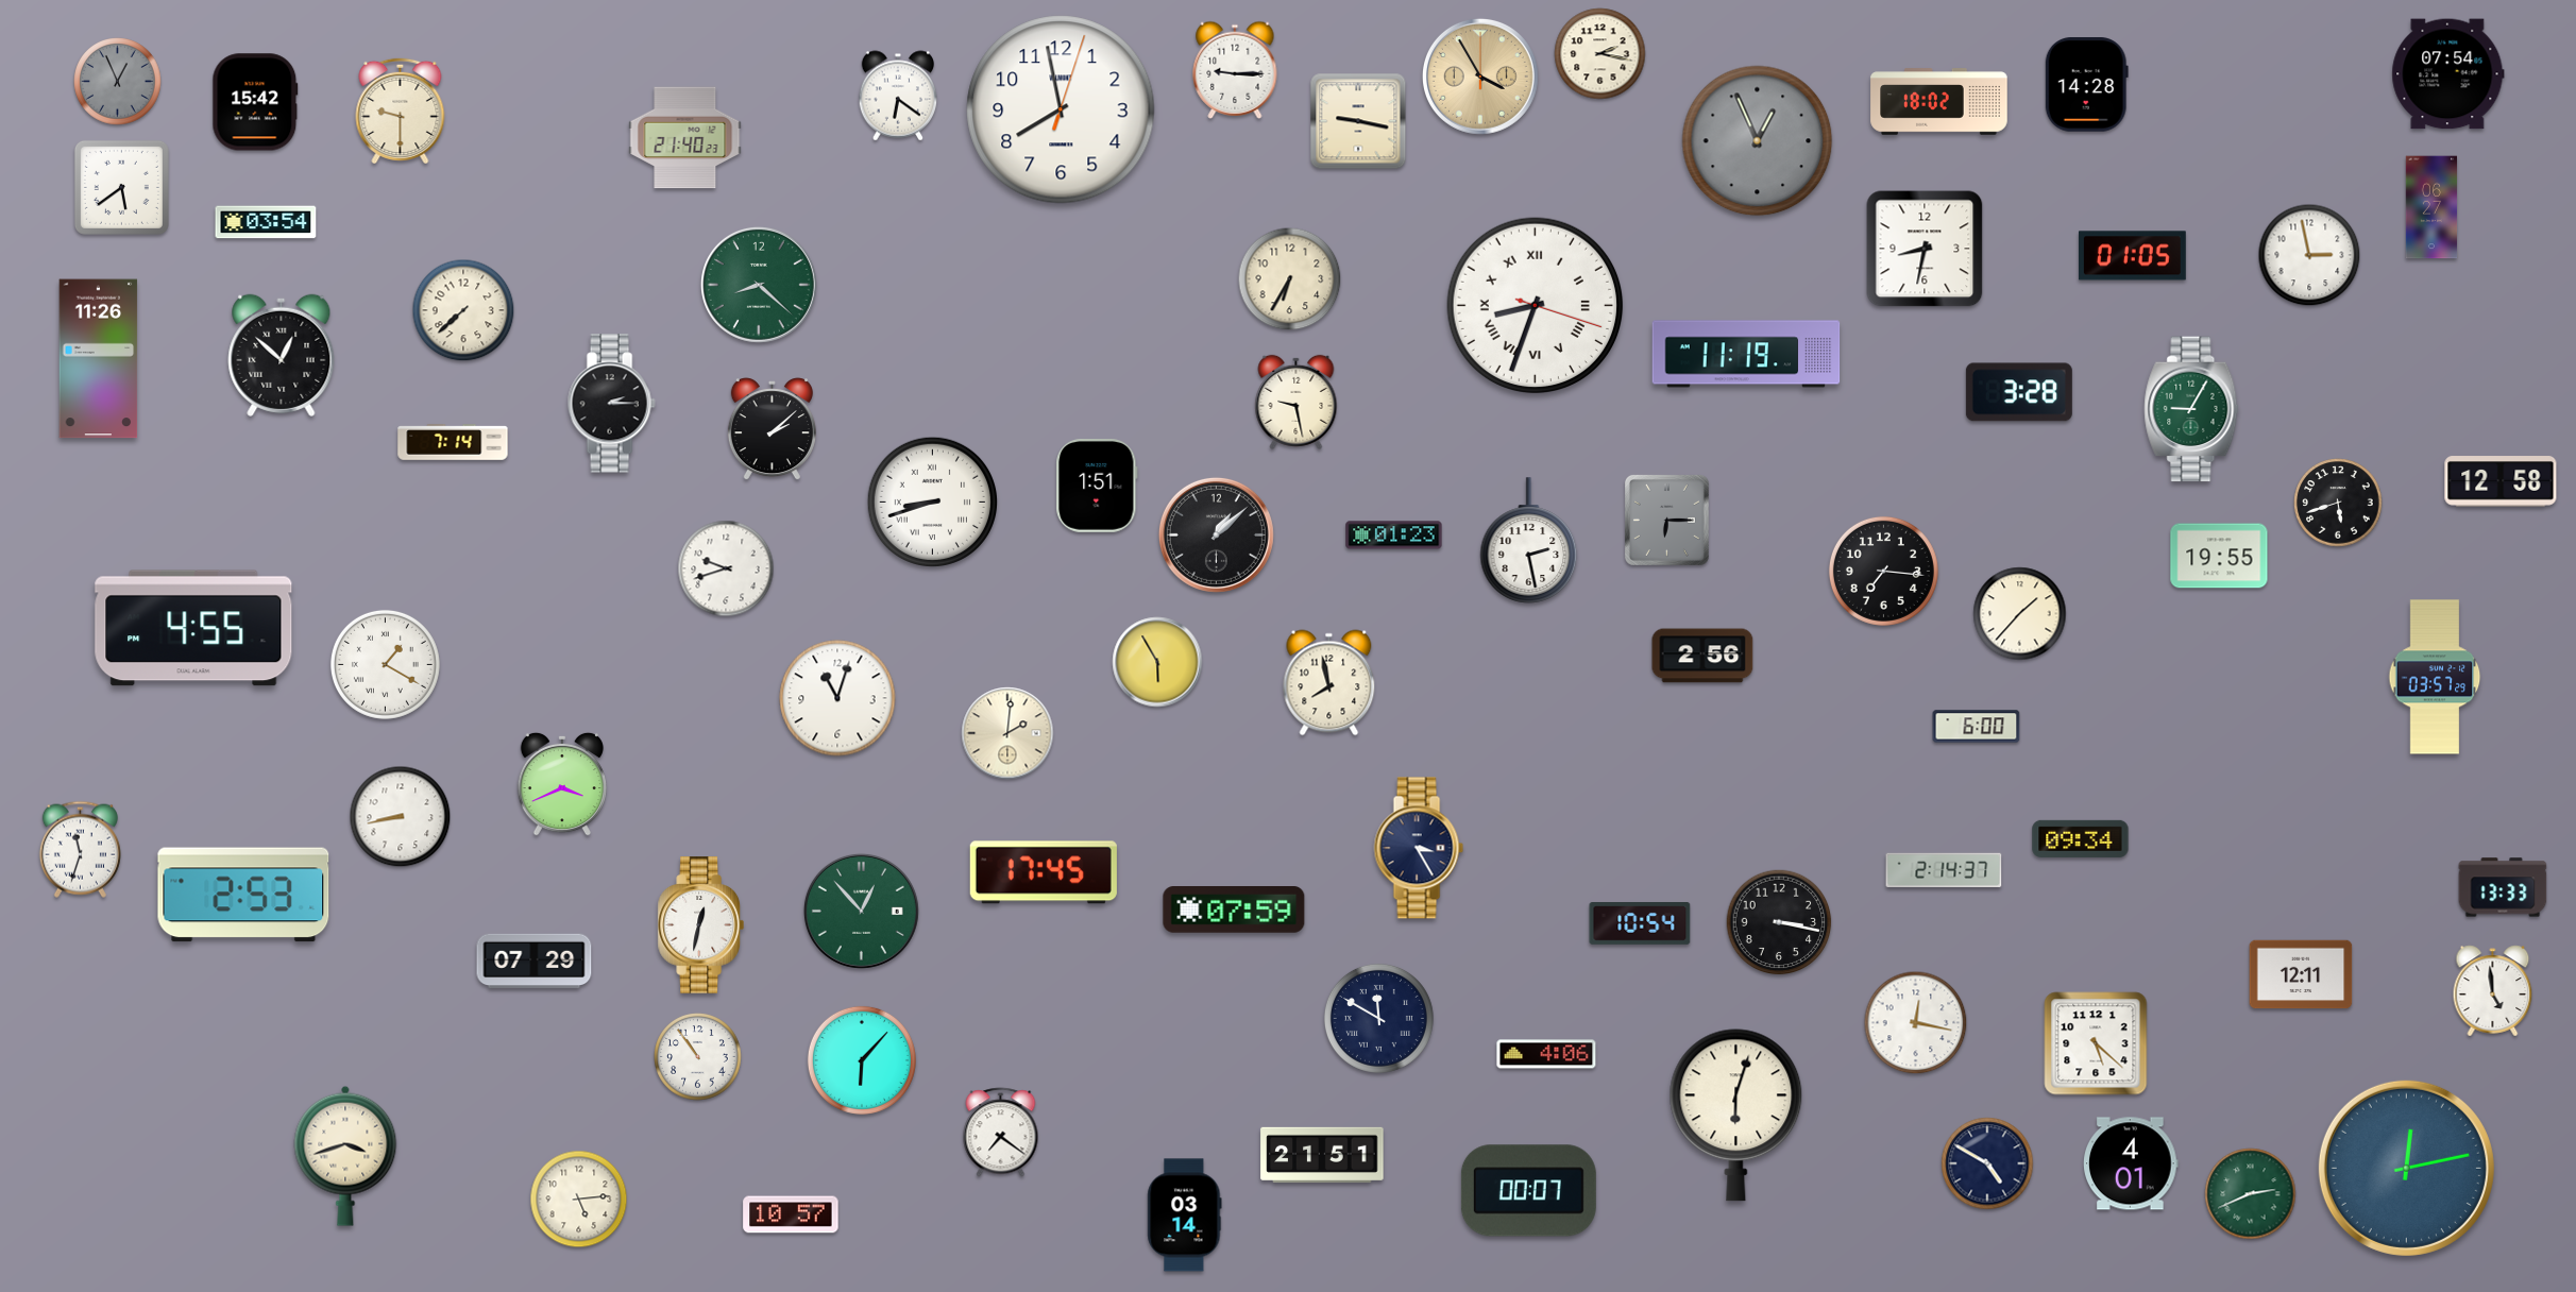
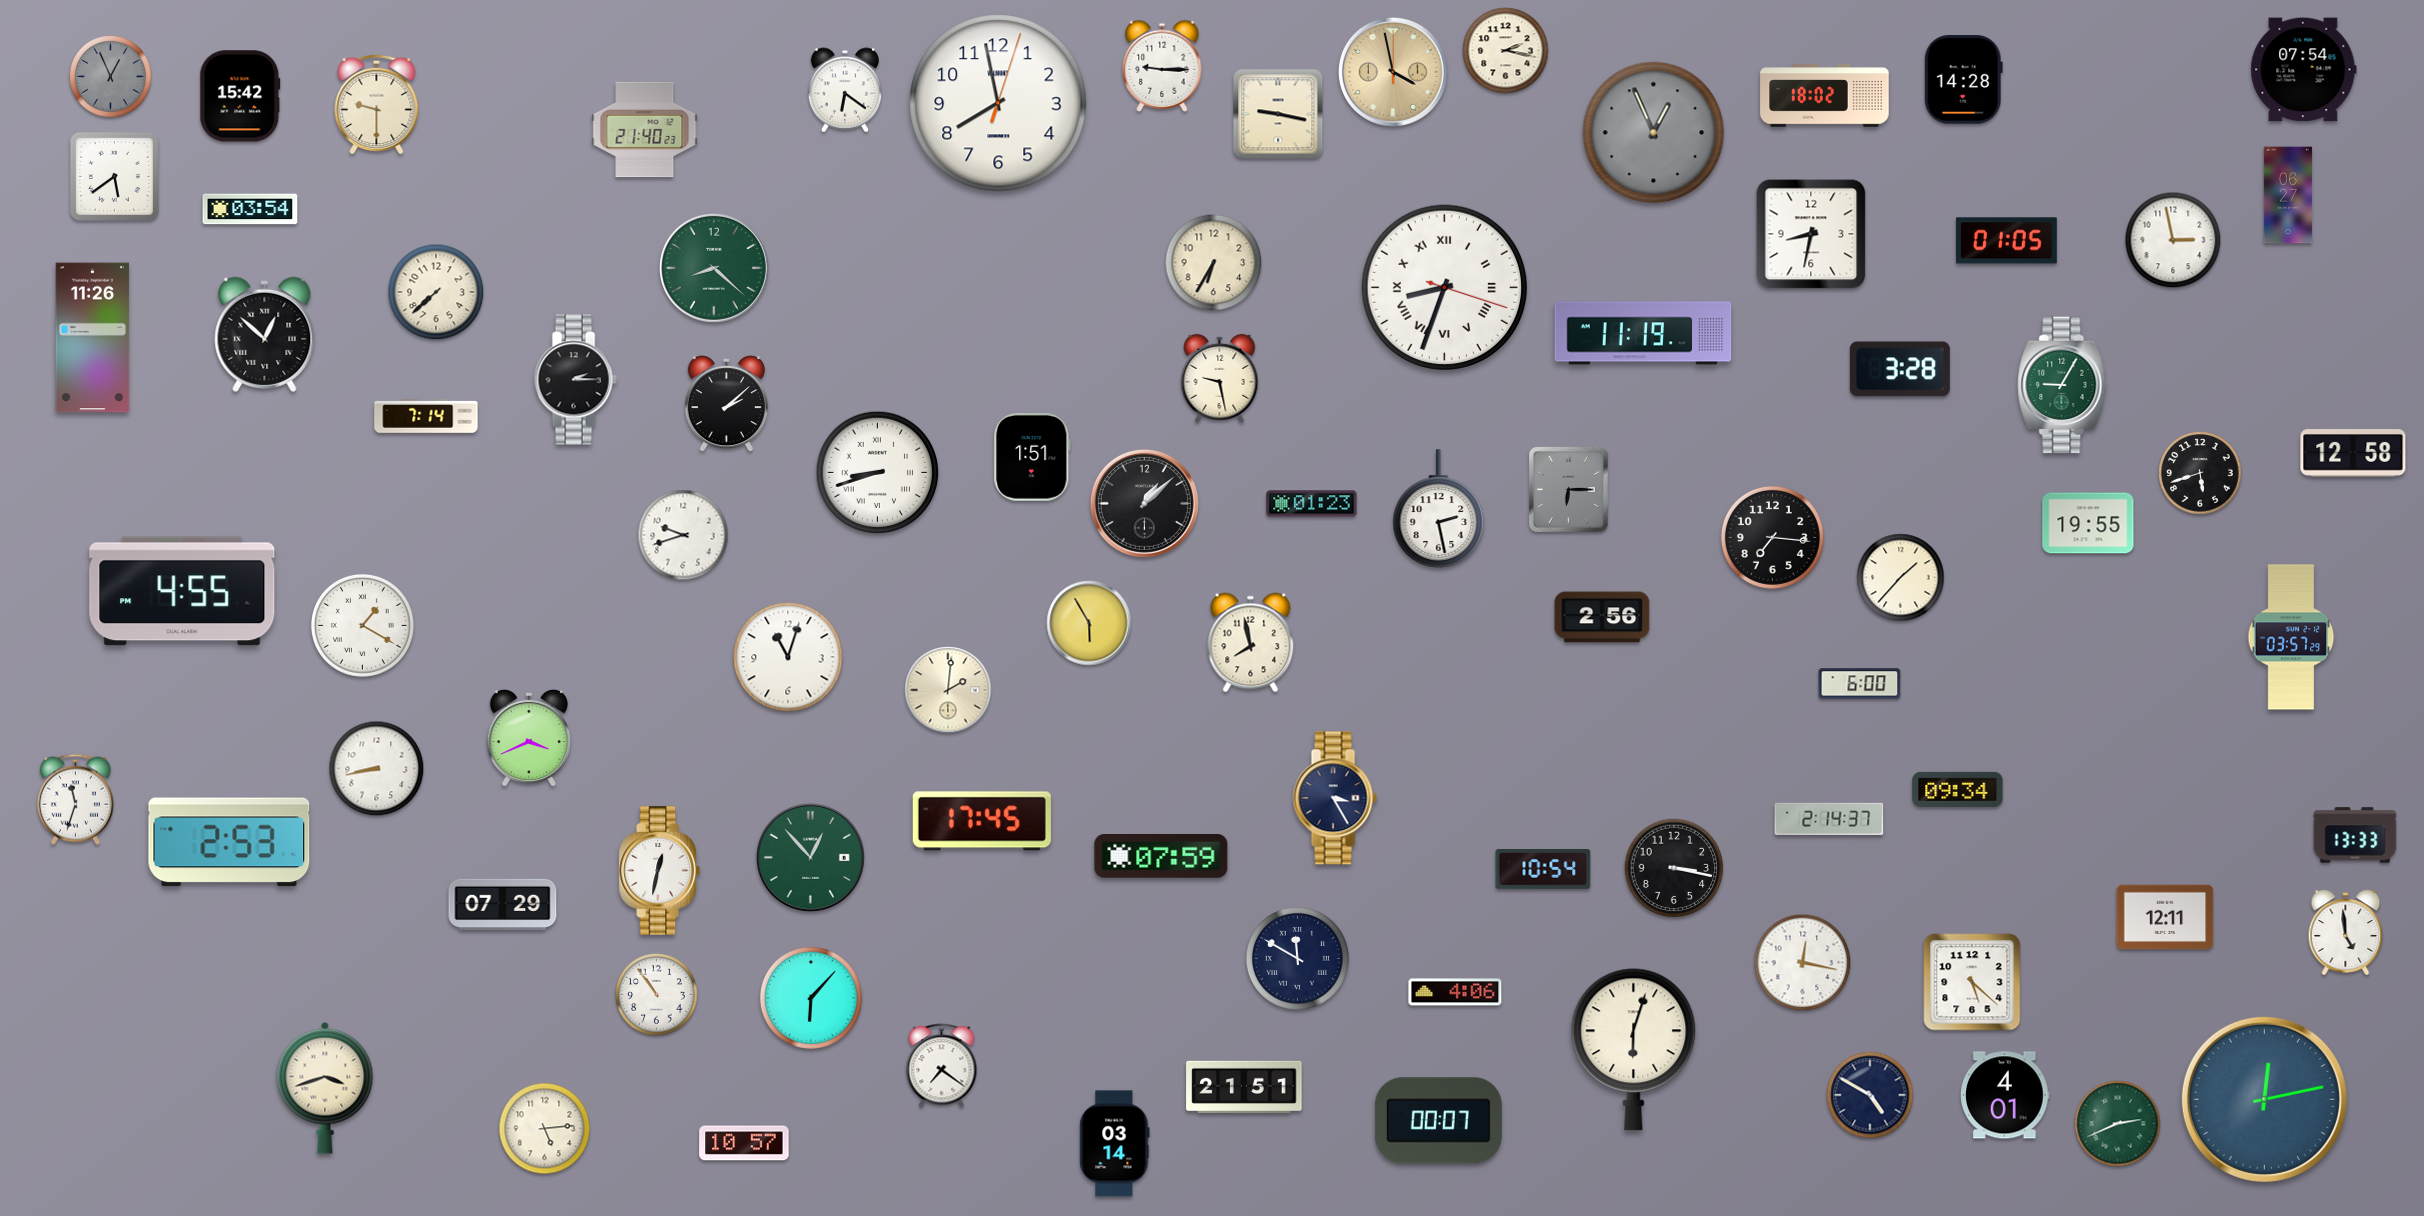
clock at (1480, 76): 3:55 -> 3:58
